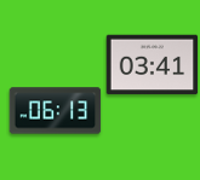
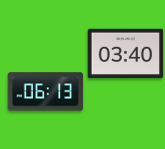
clock at (153, 65): 03:41 -> 03:40
